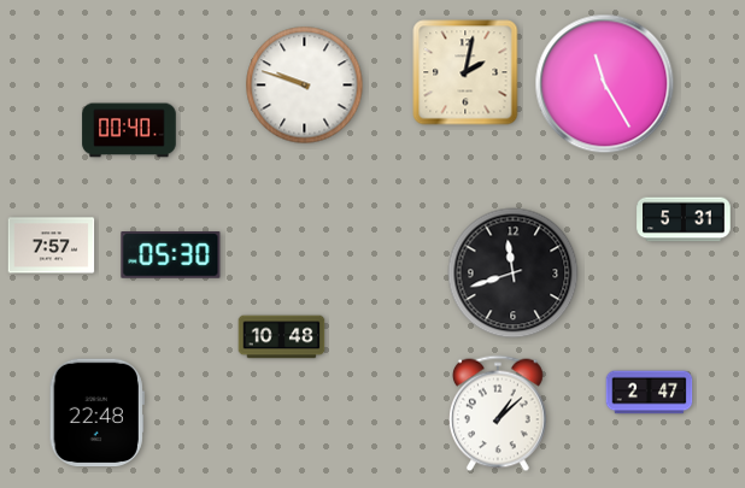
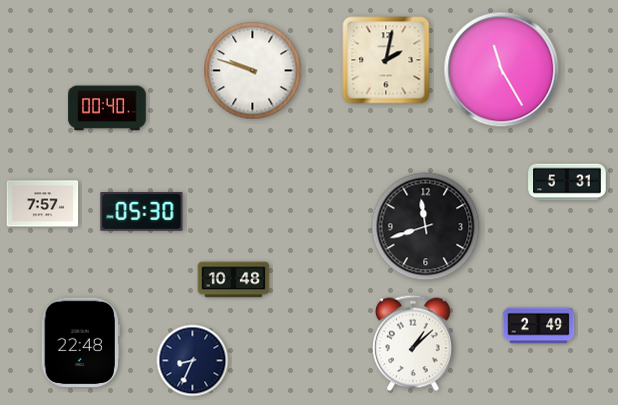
clock at (650, 393): 2:47 -> 2:49
clock at (193, 361): none -> 8:34
